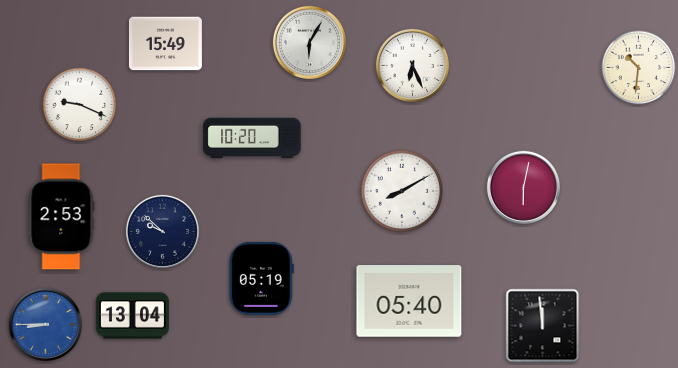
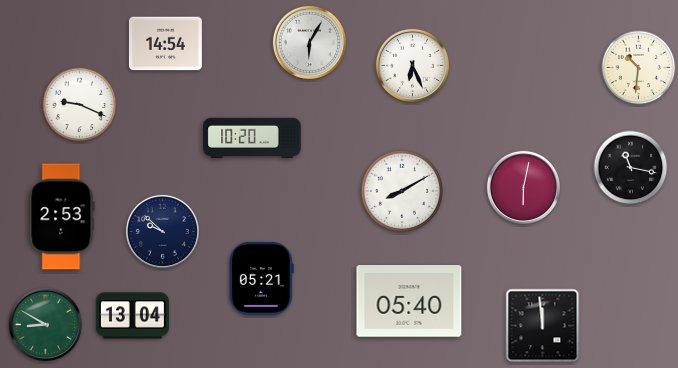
clock at (165, 44): 15:49 -> 14:54
clock at (631, 168): none -> 11:17
clock at (261, 278): 05:19 -> 05:21
clock at (45, 324): 8:45 -> 8:50
clock at (45, 324) dial: blue -> green
